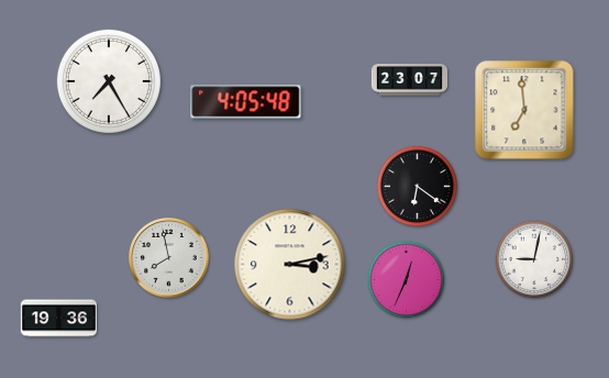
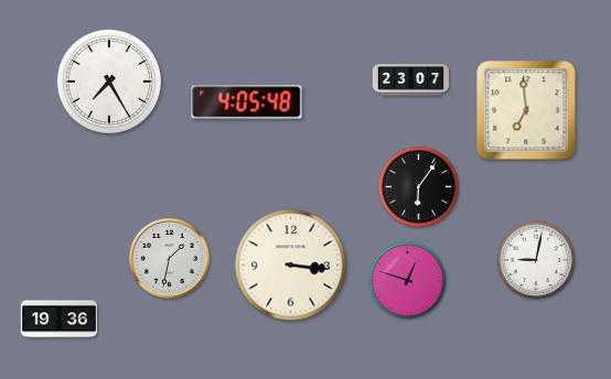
clock at (417, 186): 6:21 -> 6:06
clock at (169, 258): 7:58 -> 1:32
clock at (290, 265): 3:13 -> 3:16
clock at (407, 280): 12:34 -> 12:48
